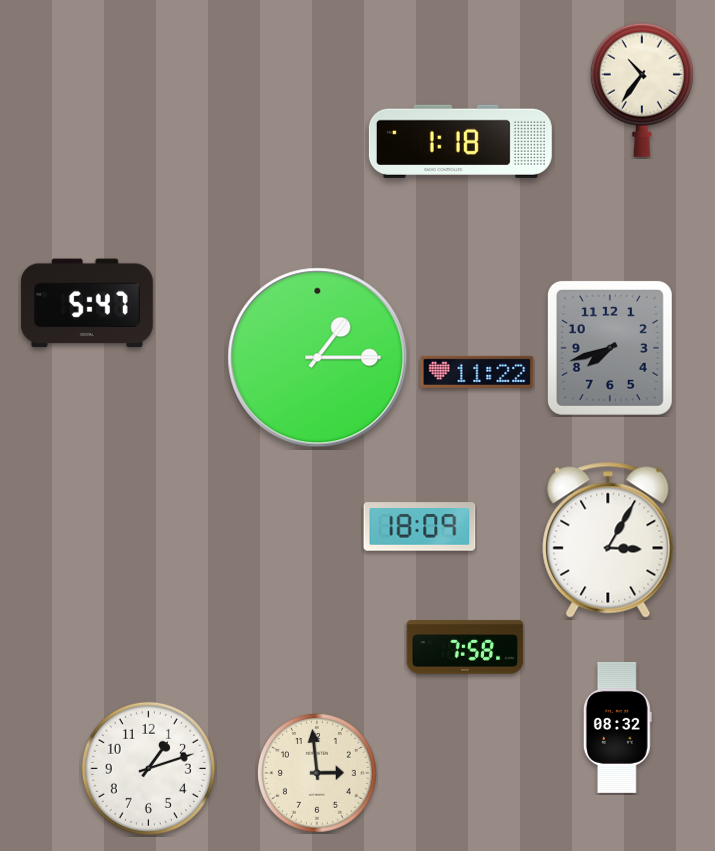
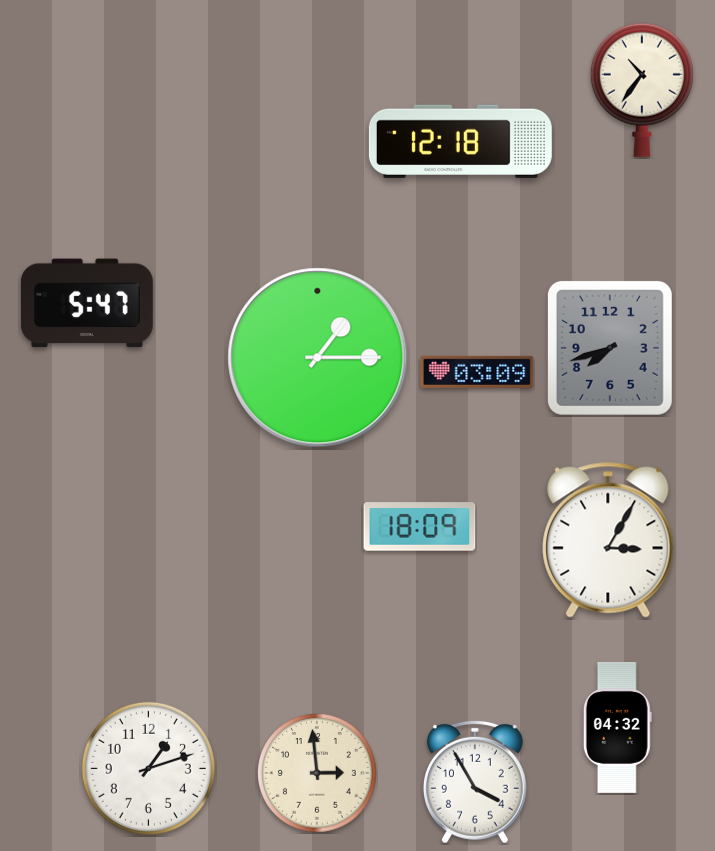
clock at (460, 141): 1:18 -> 12:18
clock at (477, 372): 11:22 -> 03:09
clock at (465, 647): 7:58 -> none
clock at (617, 727): 08:32 -> 04:32
clock at (475, 782): none -> 3:55
